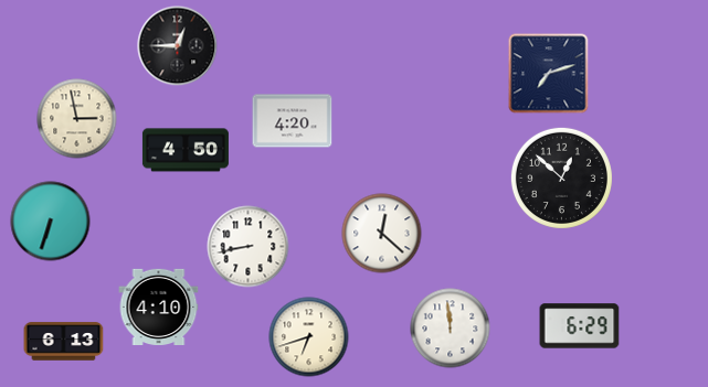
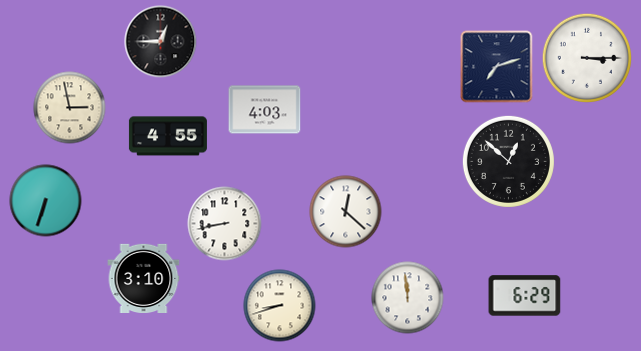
clock at (587, 58): none -> 3:15
clock at (293, 121): 4:20 -> 4:03
clock at (186, 150): 4:50 -> 4:55
clock at (159, 307): 4:10 -> 3:10
clock at (309, 337): 6:42 -> 8:42
clock at (64, 342): 6:13 -> none
